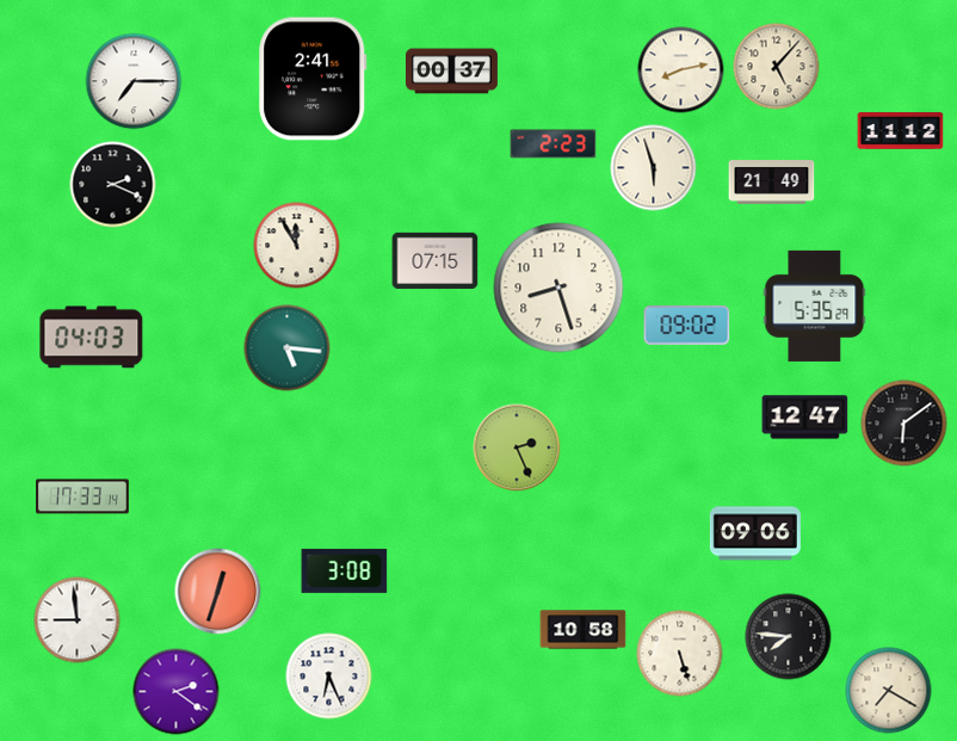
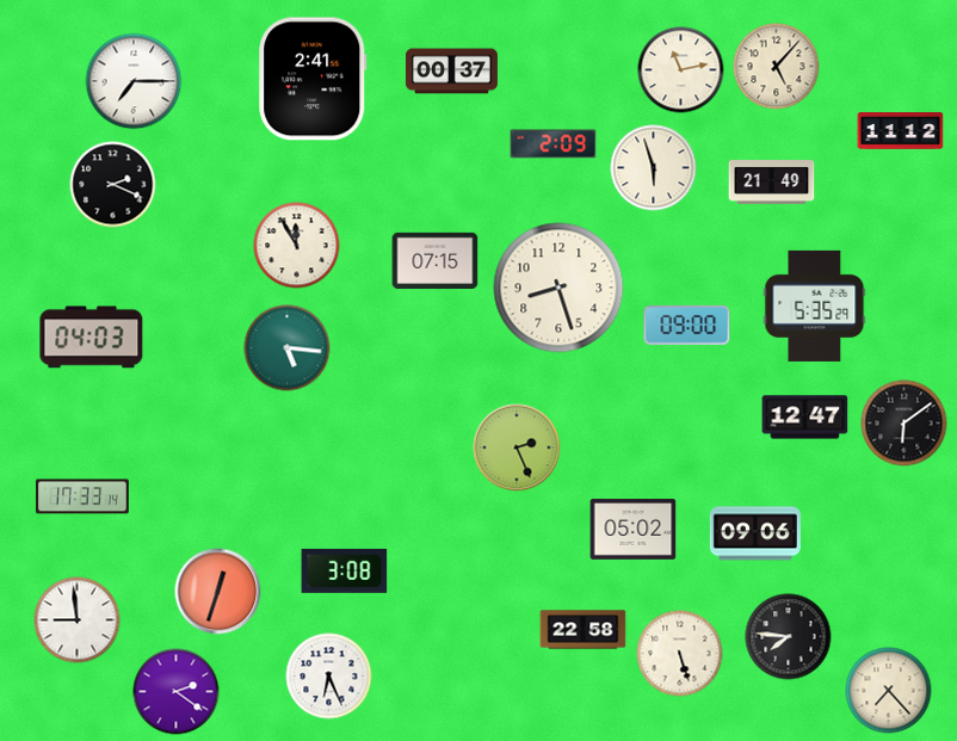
clock at (681, 70): 8:13 -> 11:13
clock at (554, 144): 2:23 -> 2:09
clock at (687, 325): 09:02 -> 09:00
clock at (634, 530): none -> 05:02
clock at (584, 630): 10:58 -> 22:58
clock at (889, 691): 7:20 -> 7:23
